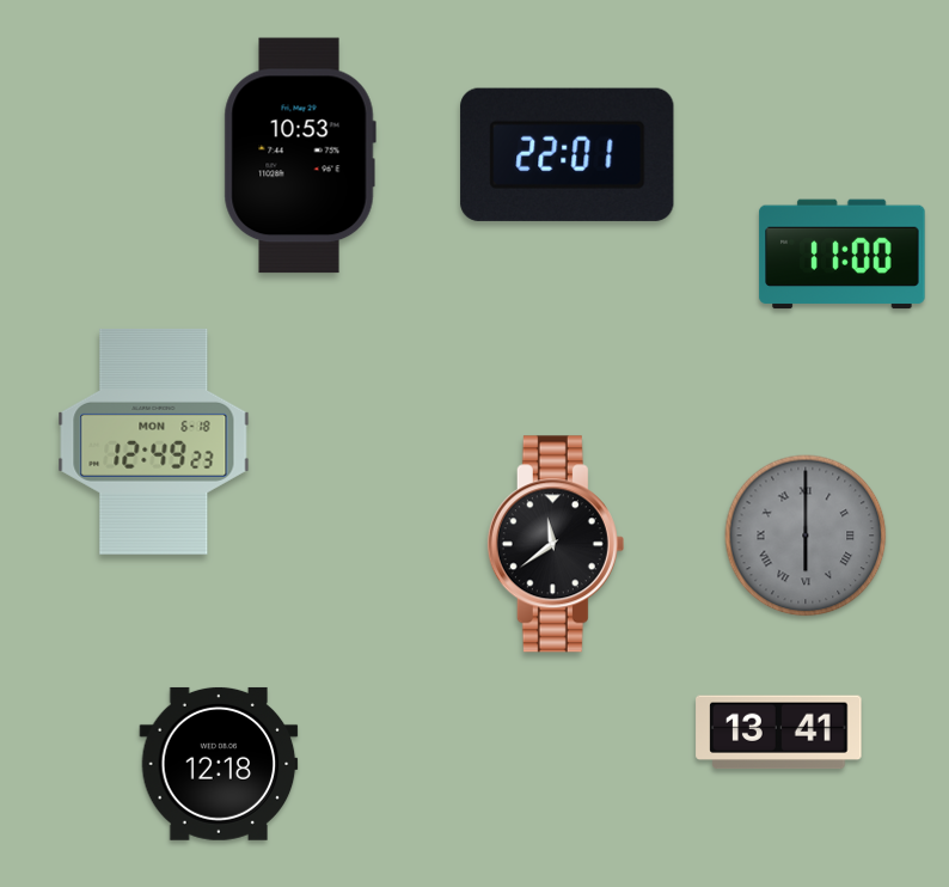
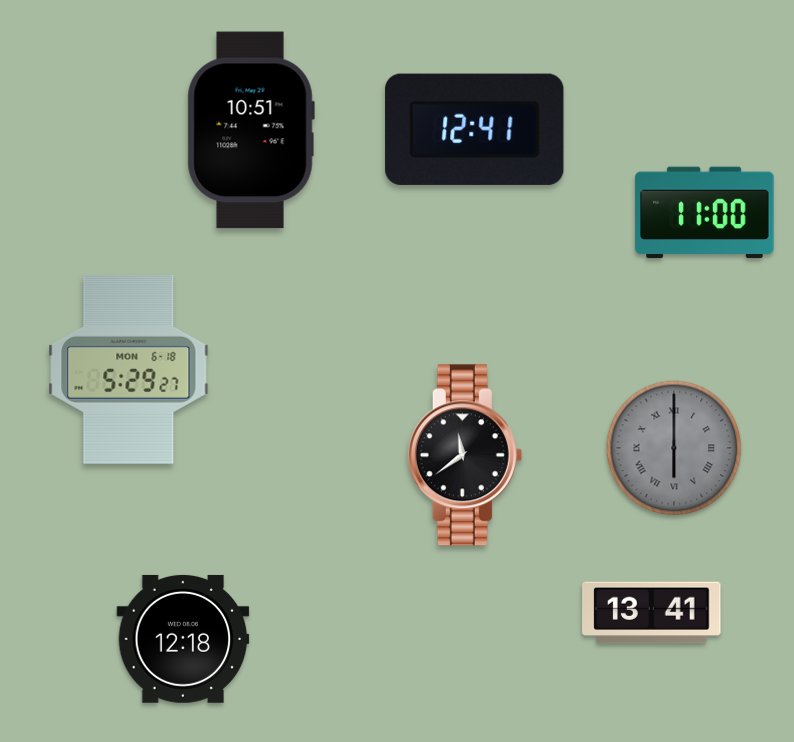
clock at (568, 154): 22:01 -> 12:41
clock at (300, 155): 10:53 -> 10:51
clock at (154, 441): 12:49 -> 5:29
